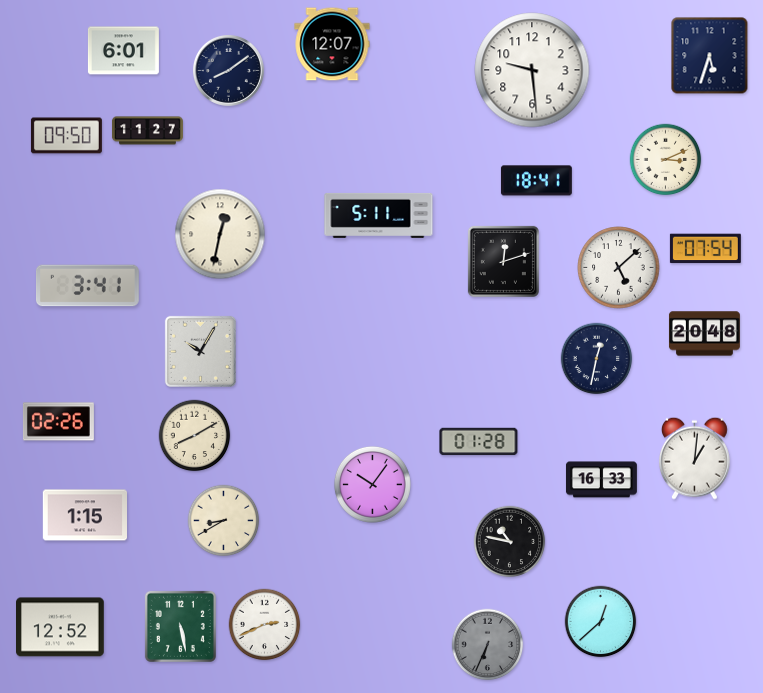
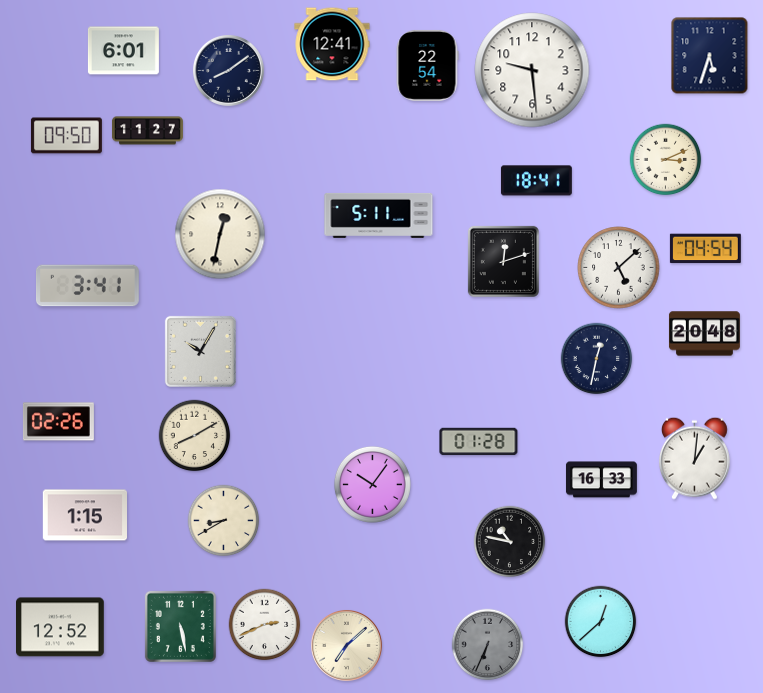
clock at (332, 44): 12:07 -> 12:41
clock at (427, 65): none -> 22:54
clock at (705, 249): 07:54 -> 04:54
clock at (346, 645): none -> 7:08
